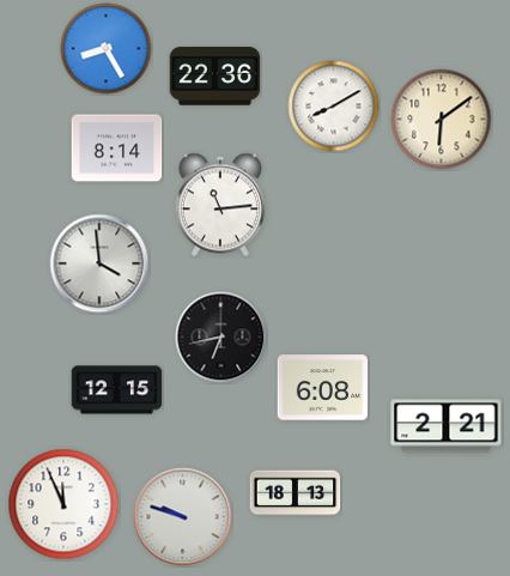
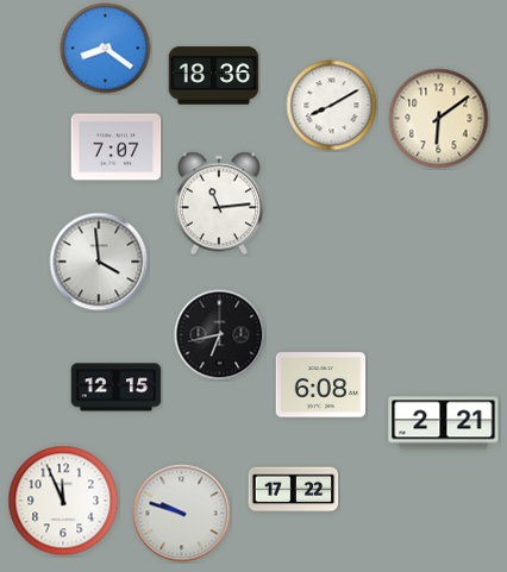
clock at (107, 49): 8:25 -> 8:21
clock at (215, 77): 22:36 -> 18:36
clock at (117, 148): 8:14 -> 7:07
clock at (296, 493): 18:13 -> 17:22
